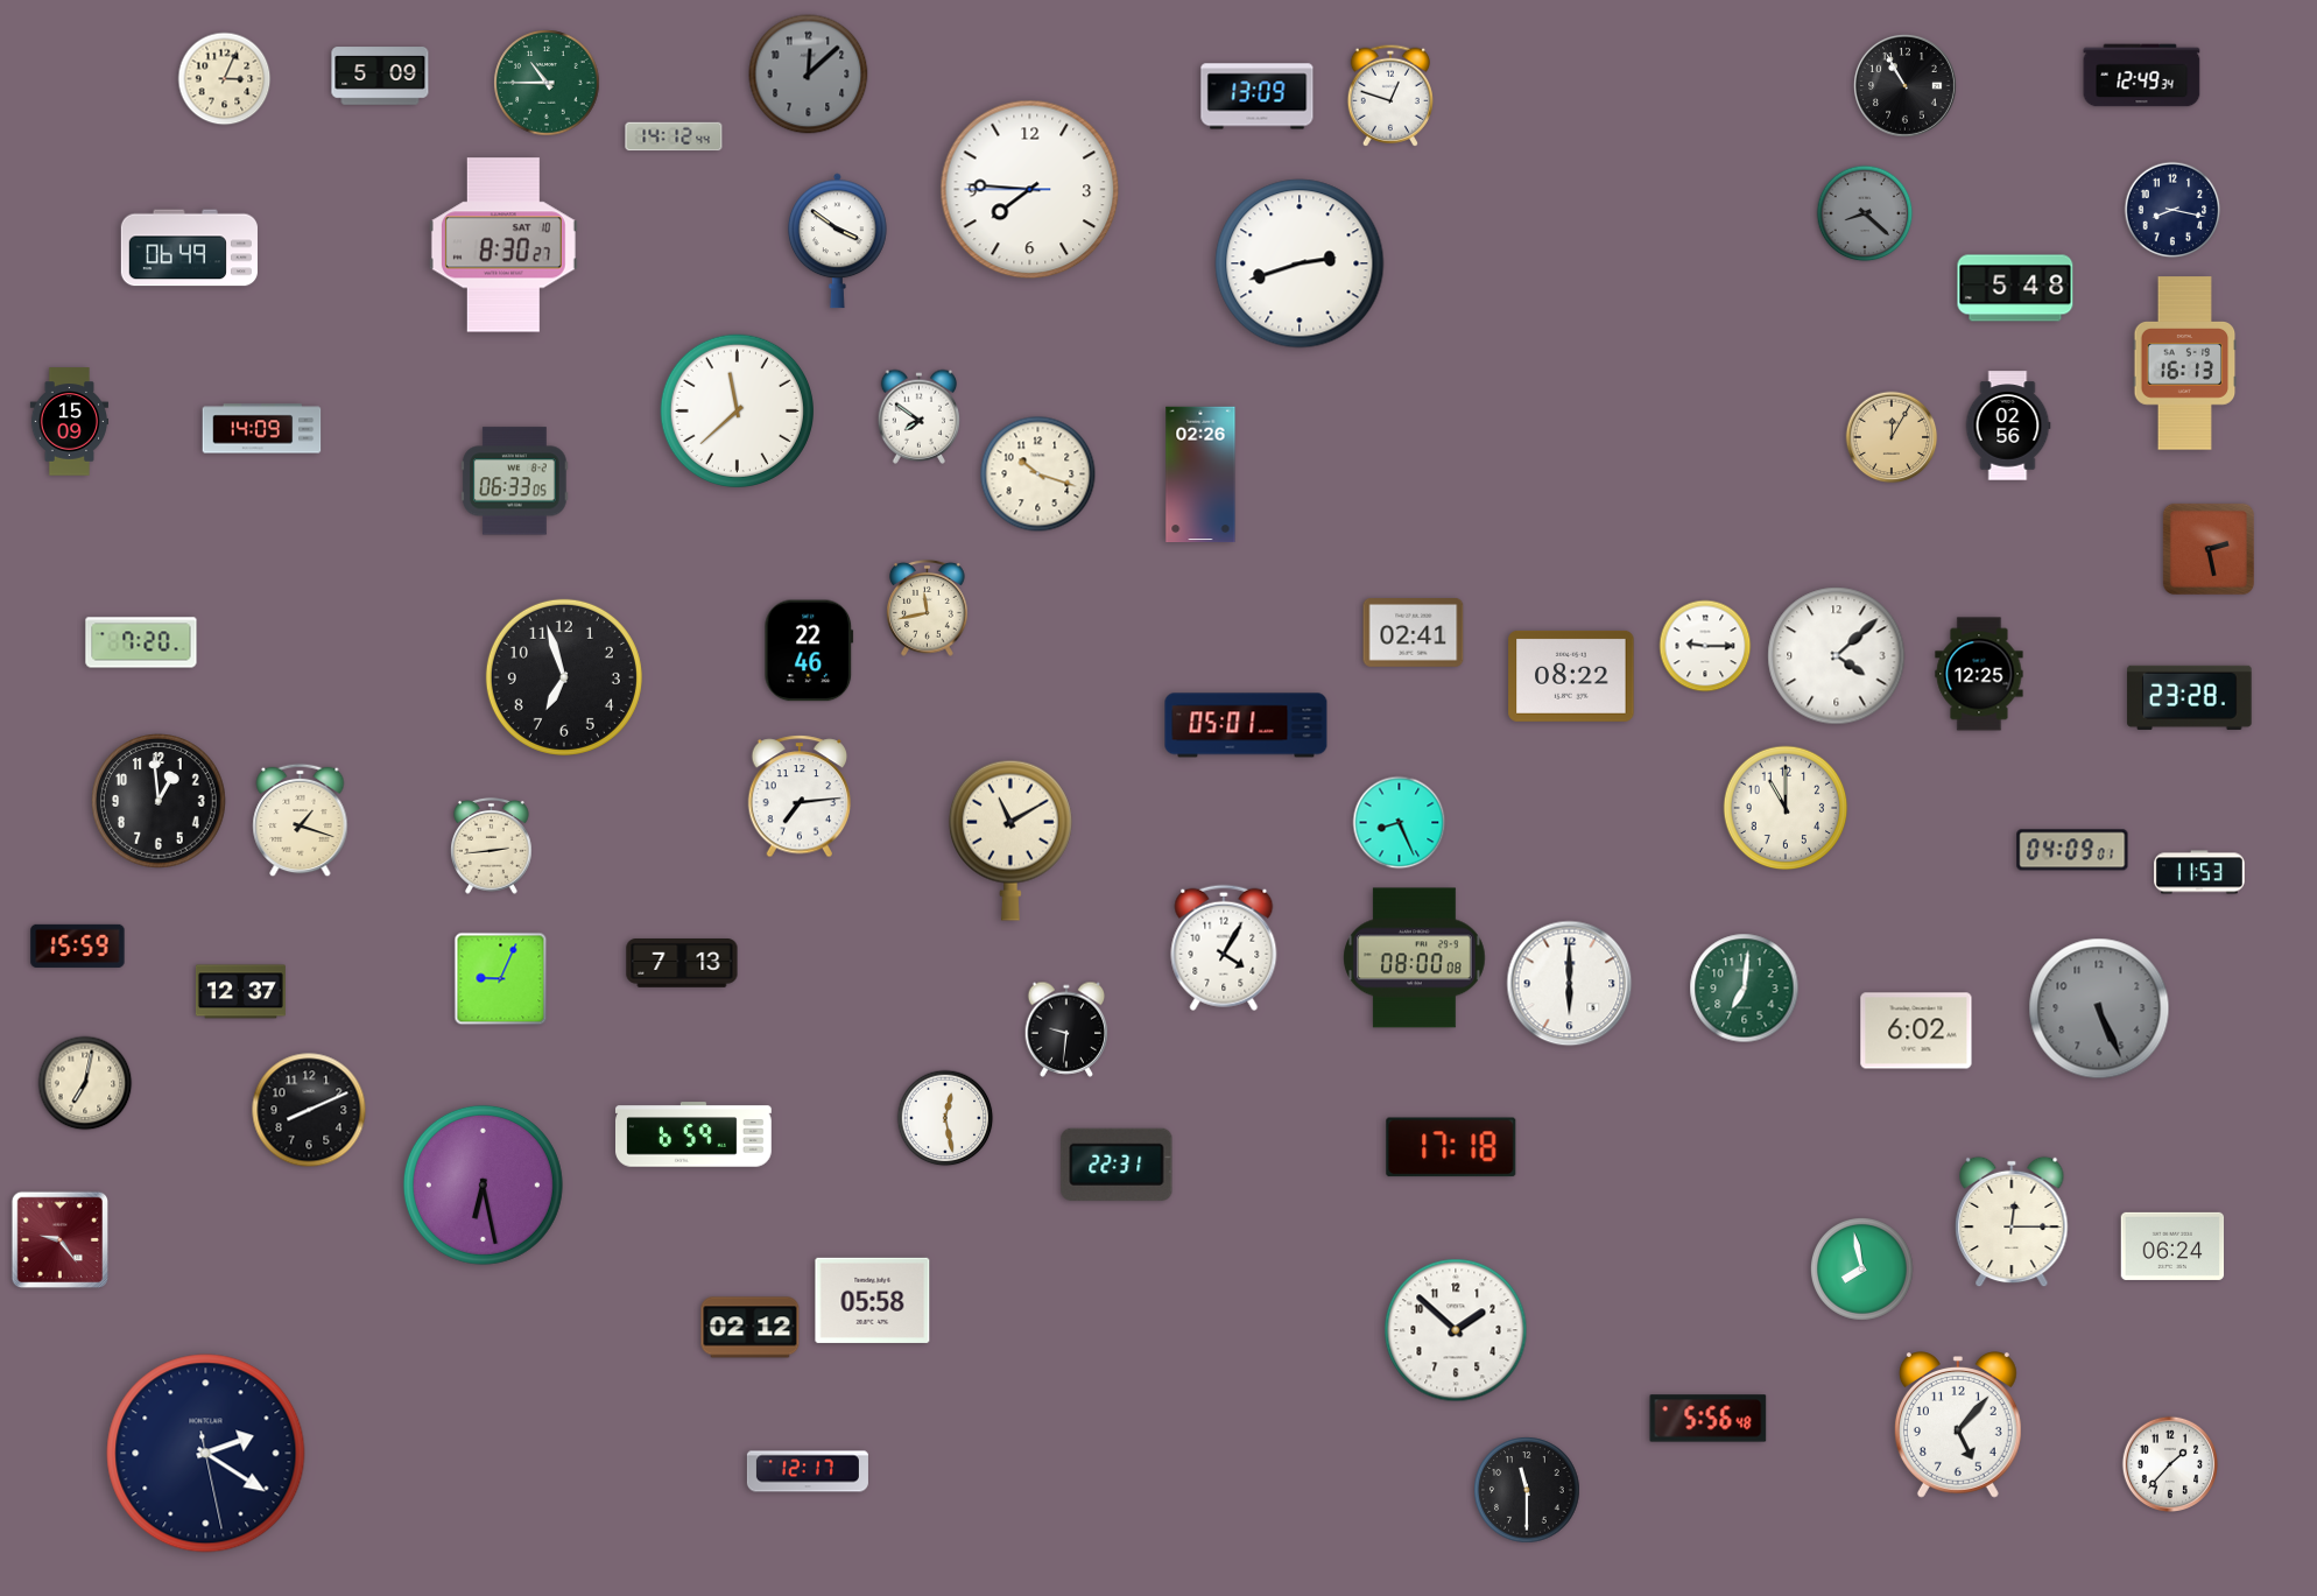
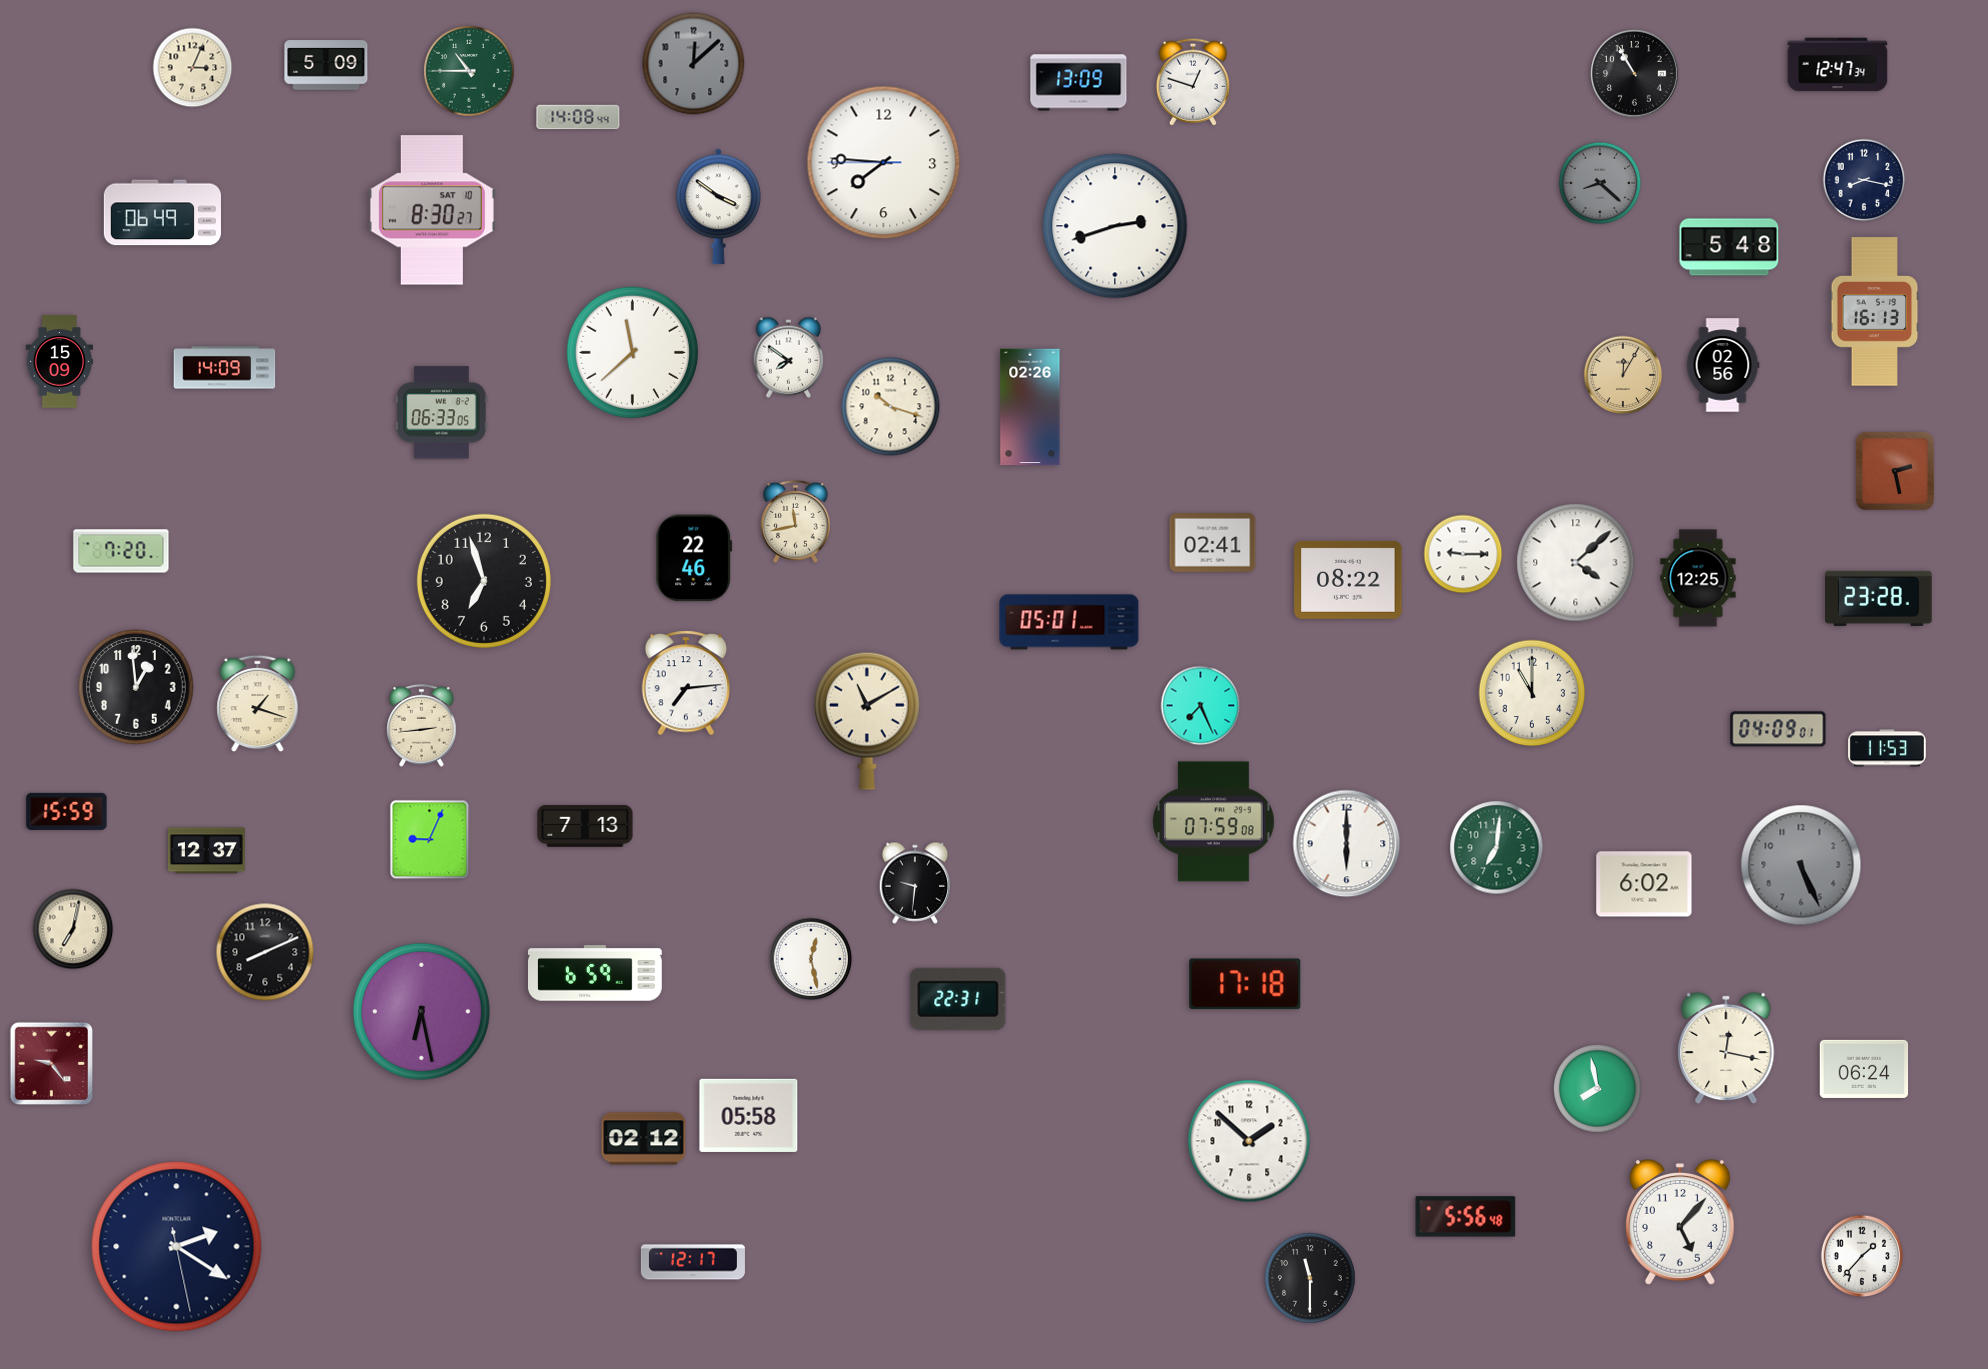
clock at (2142, 76): 12:49 -> 12:47
clock at (674, 136): 14:12 -> 14:08
clock at (1400, 823): 8:26 -> 7:26
clock at (1224, 948): 4:05 -> none
clock at (1415, 958): 08:00 -> 07:59
clock at (483, 1184) position: (483, 1184) -> (421, 1011)
clock at (2012, 1222): 12:15 -> 12:17
